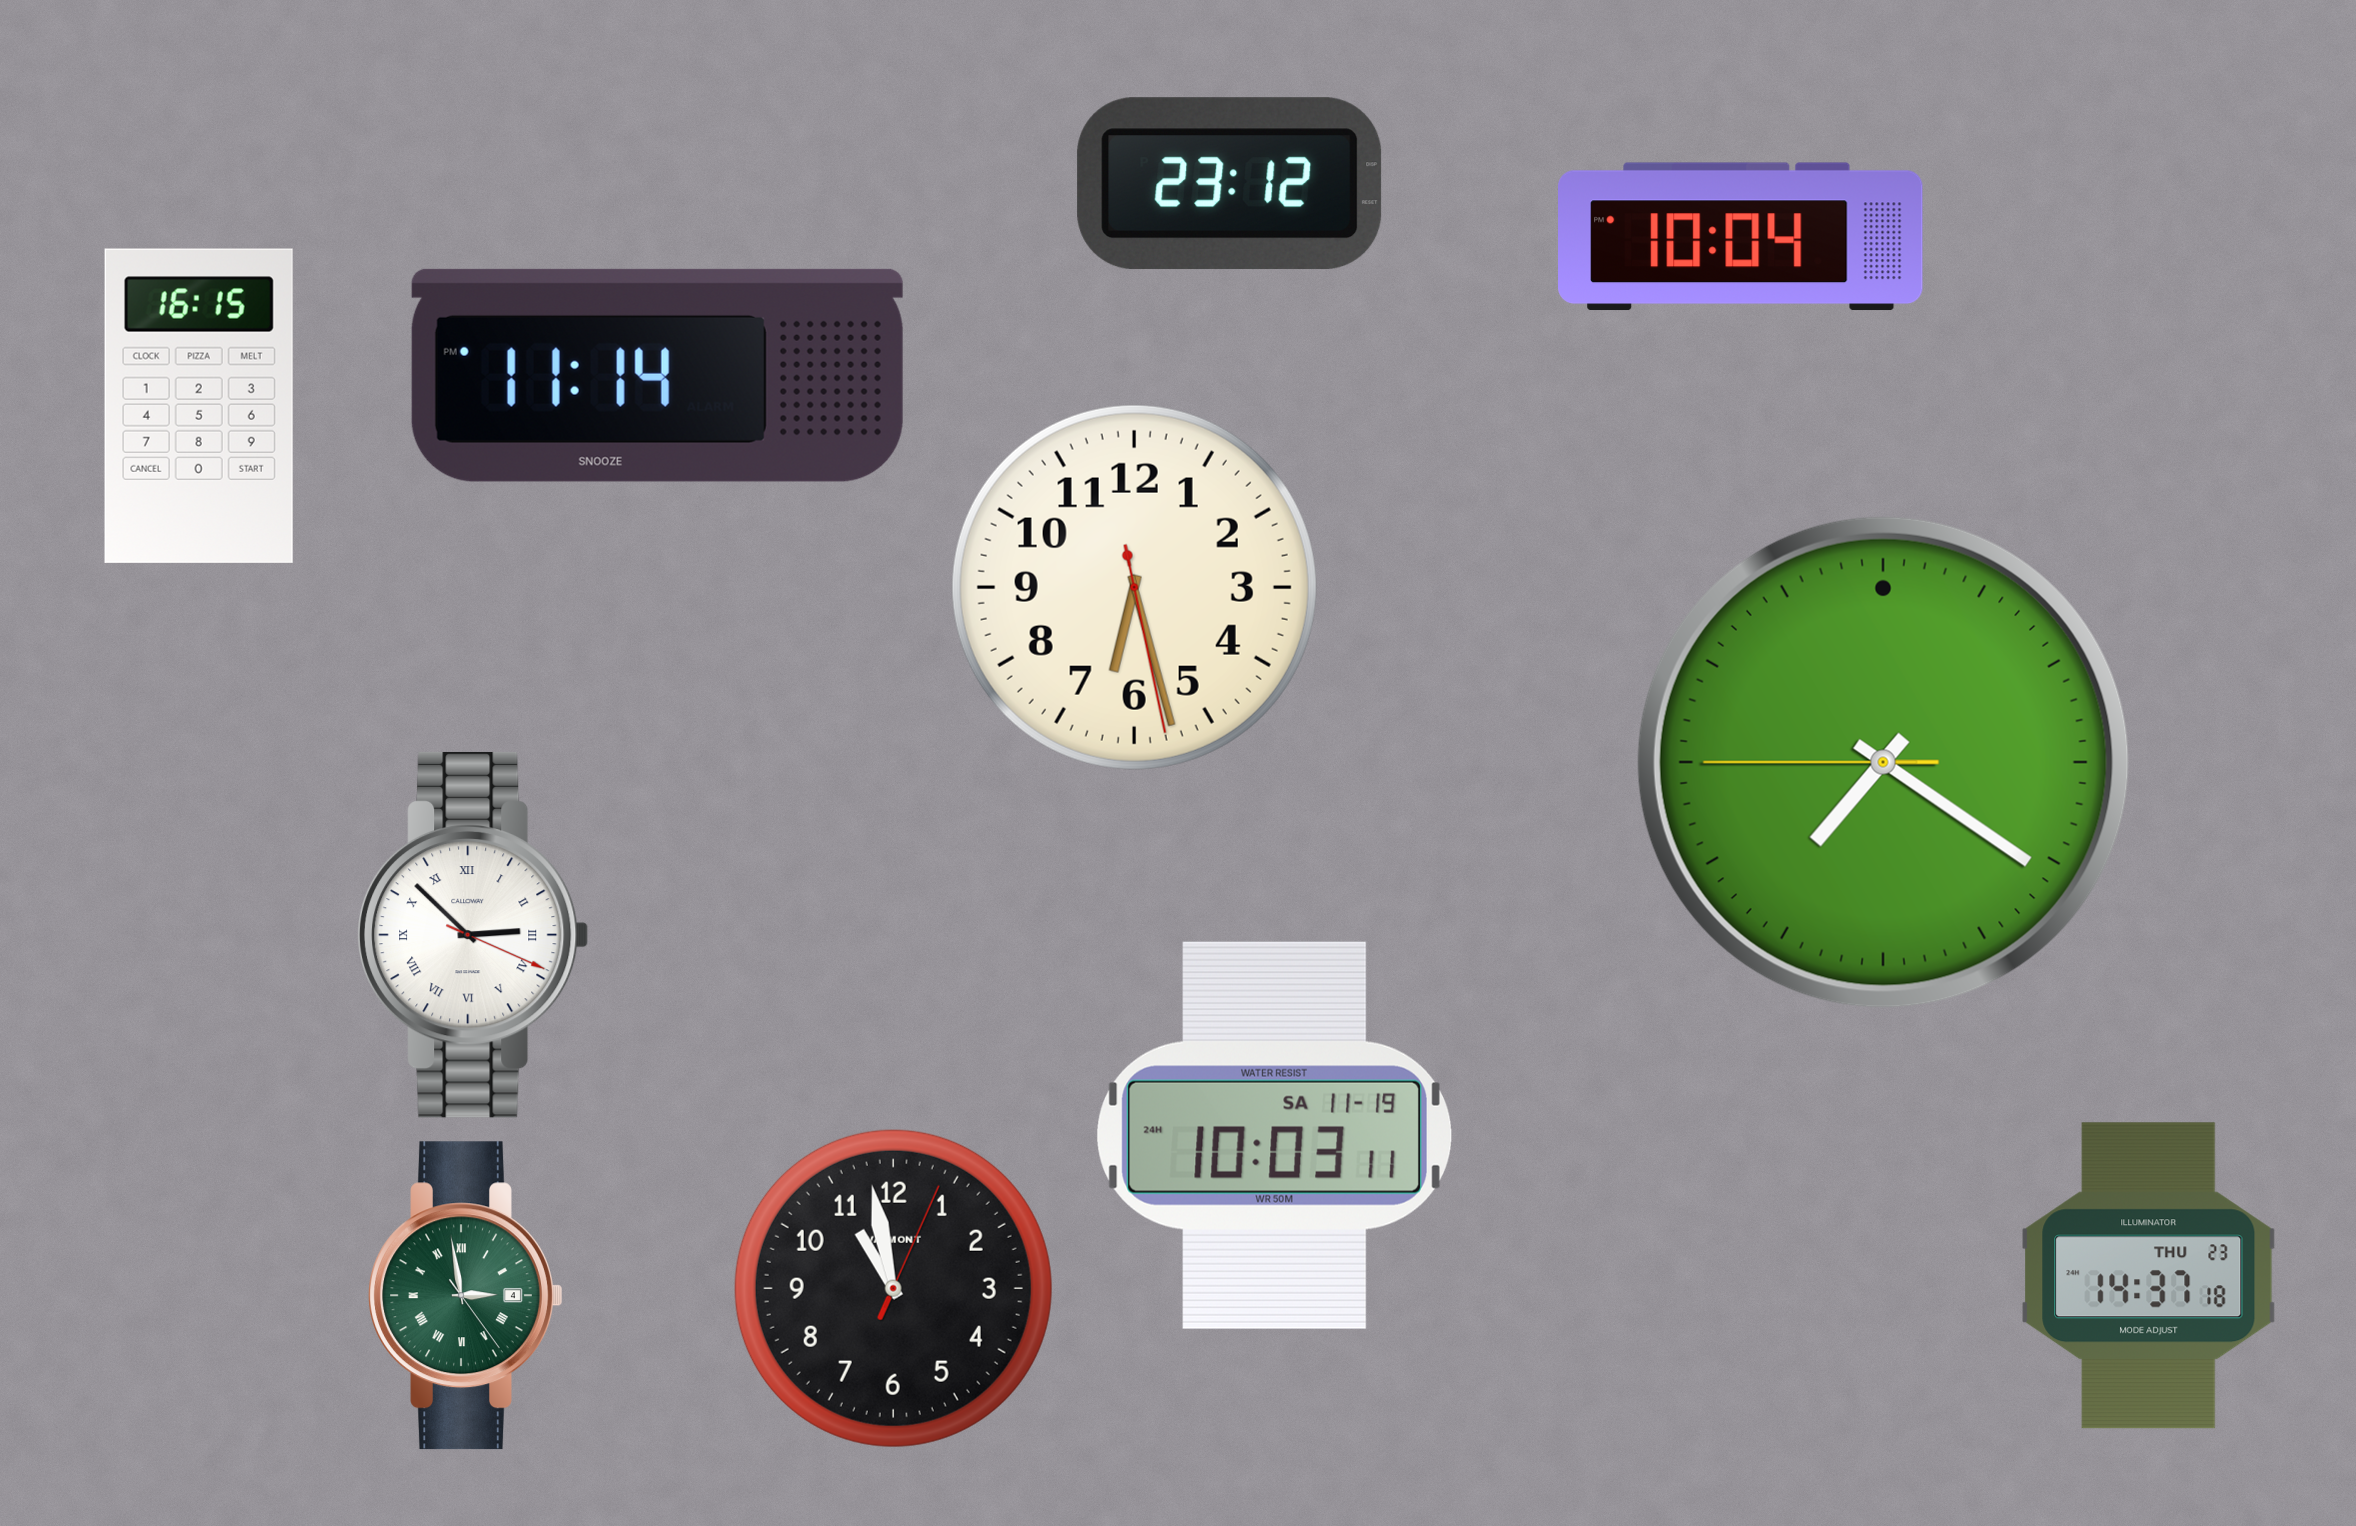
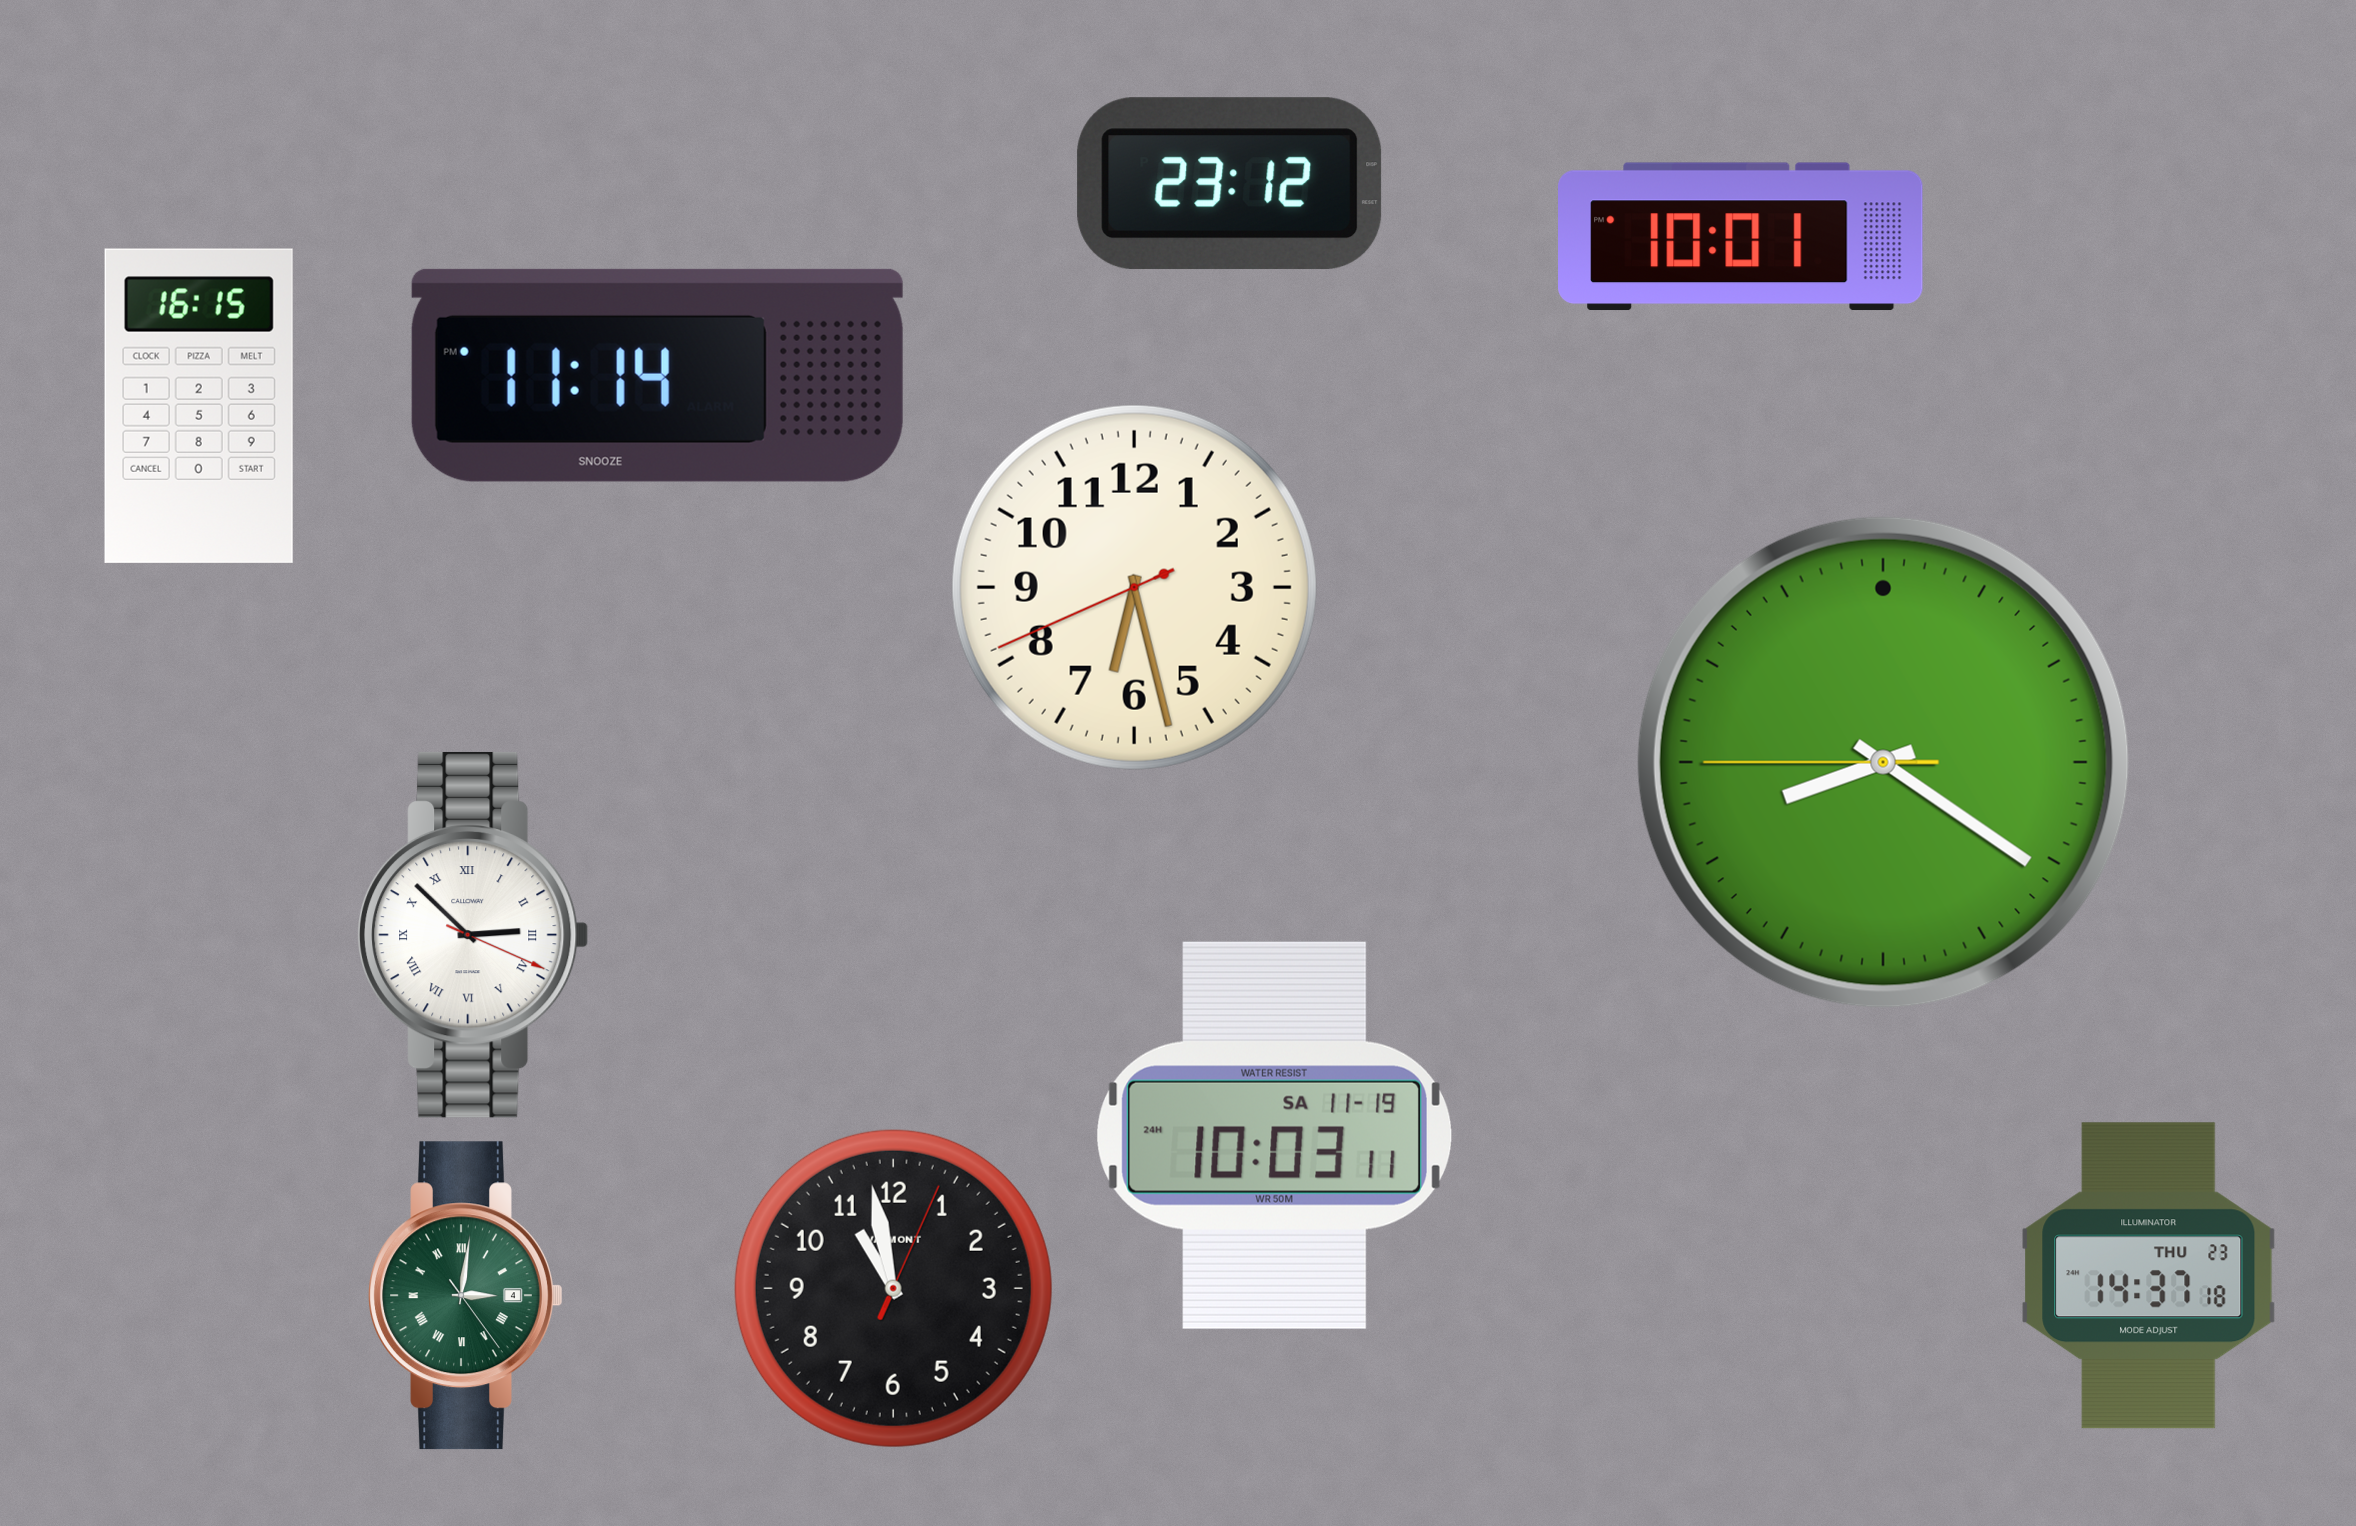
clock at (1741, 237): 10:04 -> 10:01
clock at (1134, 587): 6:27:28 -> 6:27:41
clock at (1883, 762): 7:20 -> 8:20
clock at (466, 1296): 2:58 -> 3:01
